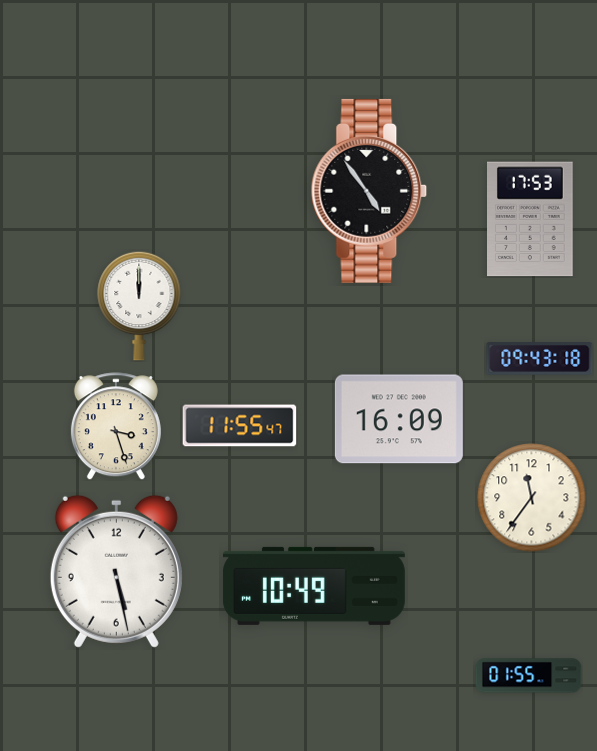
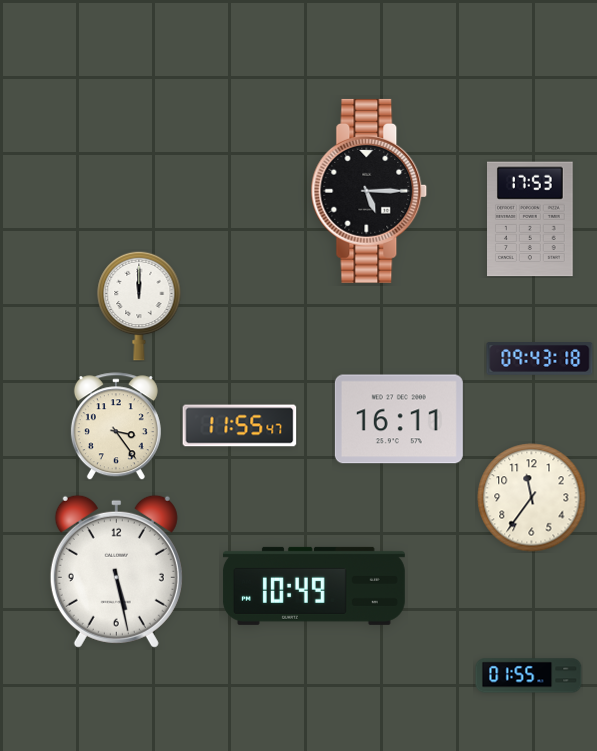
clock at (369, 191): 4:54 -> 5:15
clock at (399, 419): 16:09 -> 16:11
clock at (116, 426): 3:27 -> 3:24
